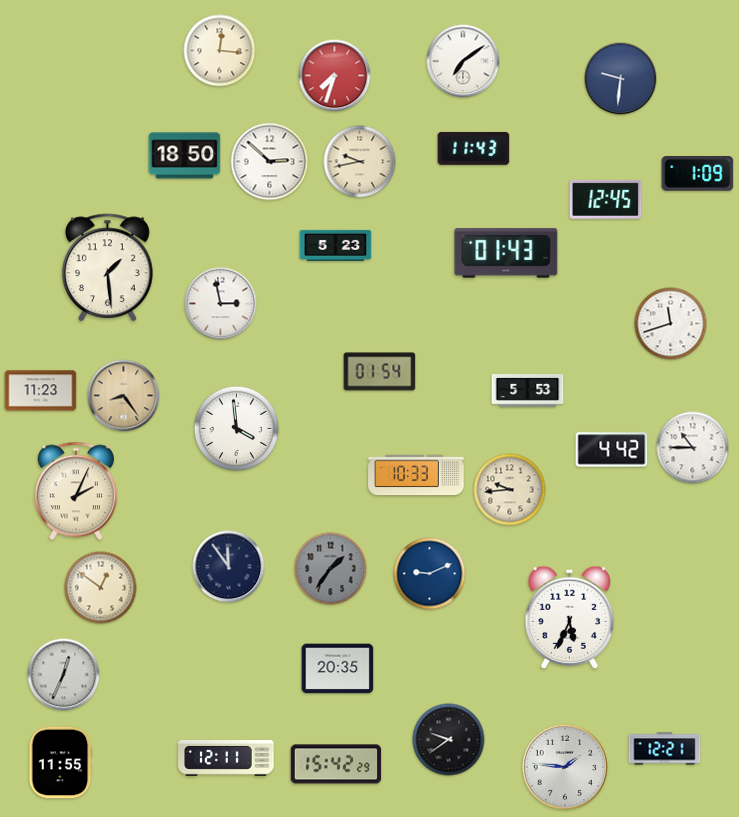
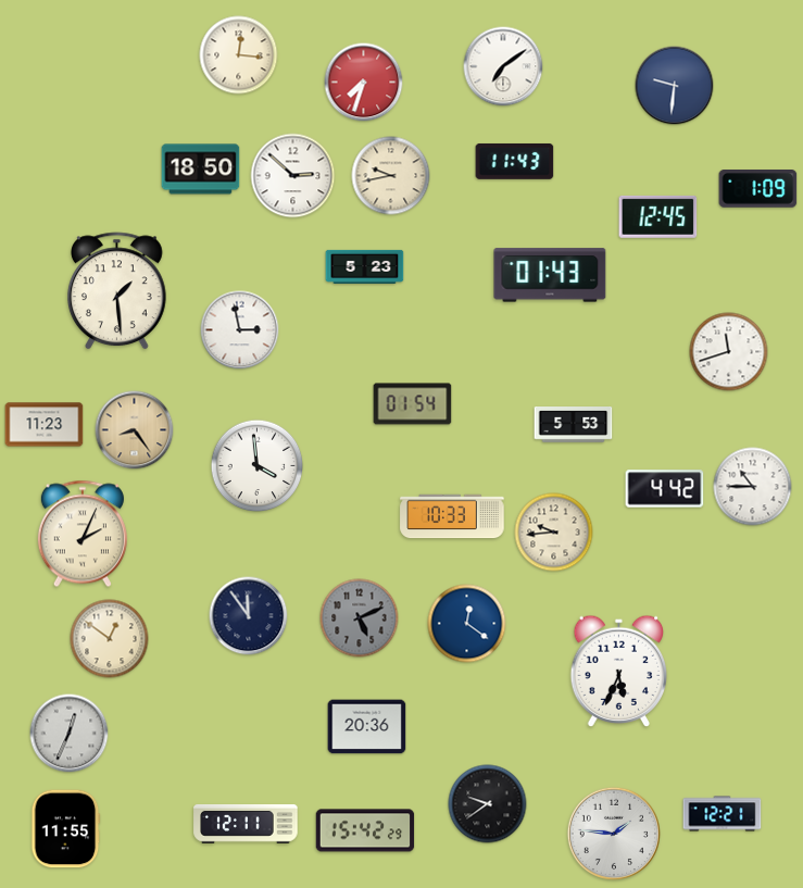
clock at (331, 569): 1:36 -> 5:11
clock at (430, 574): 9:11 -> 12:21
clock at (338, 669): 20:35 -> 20:36
